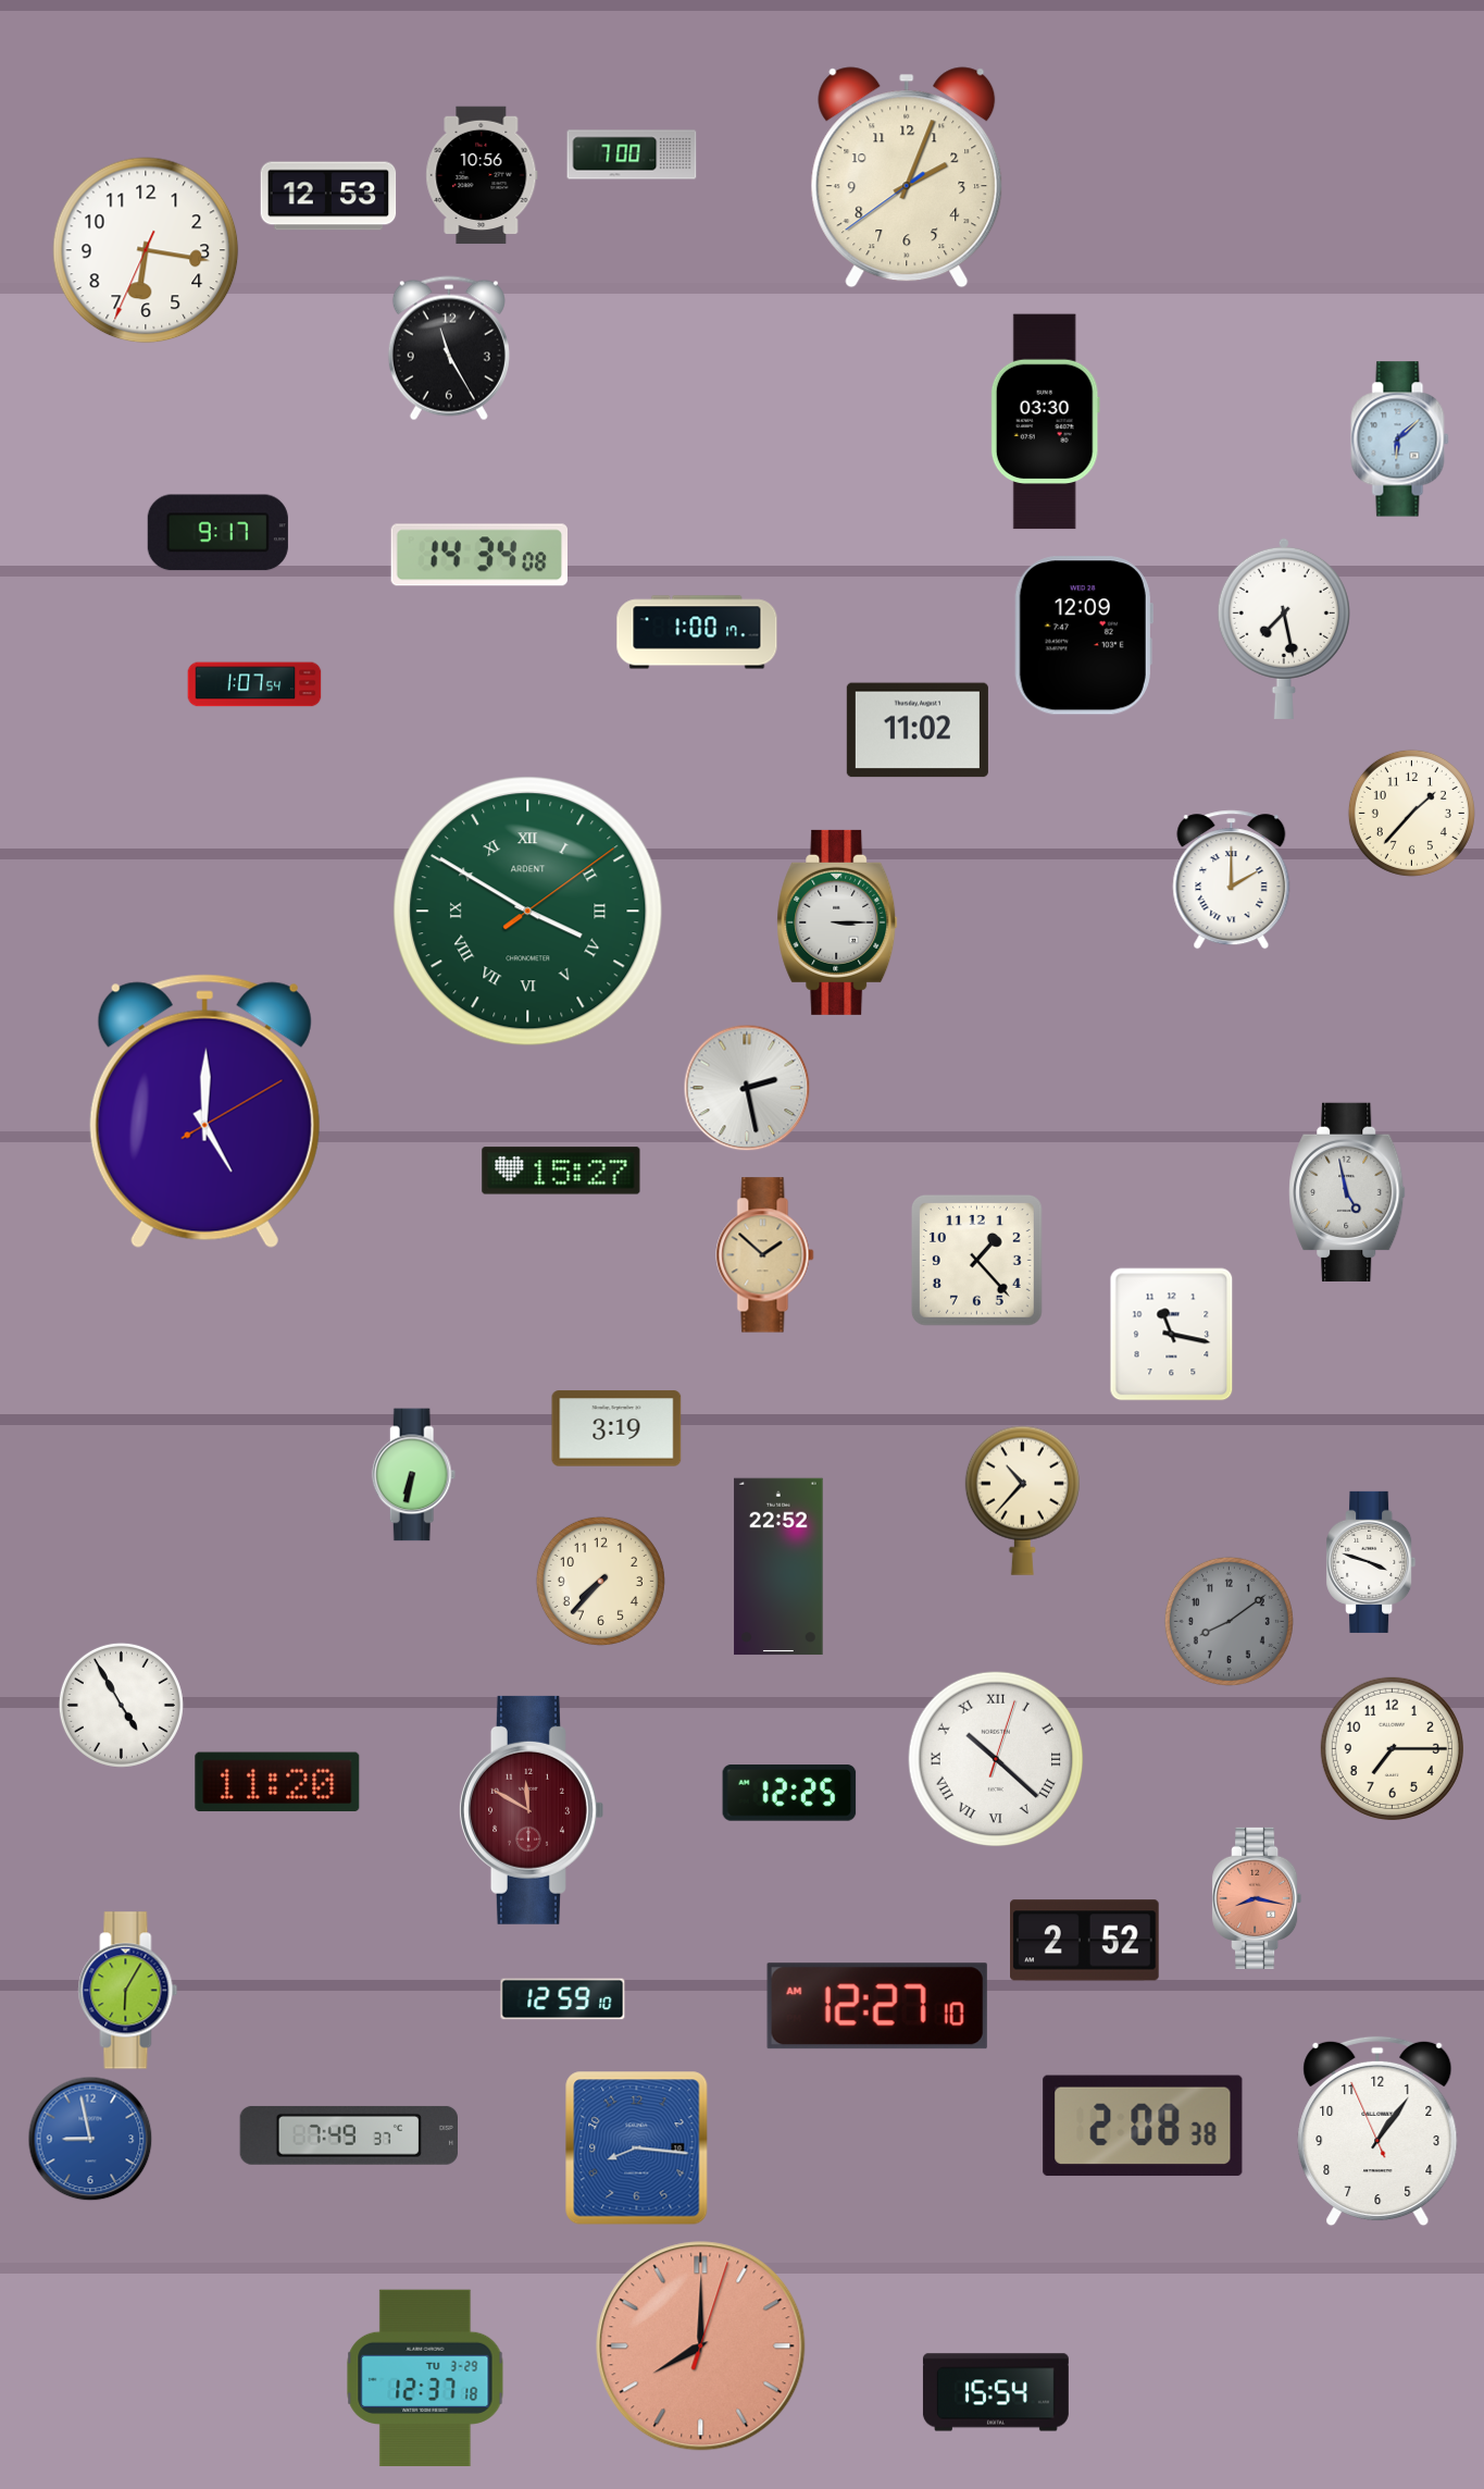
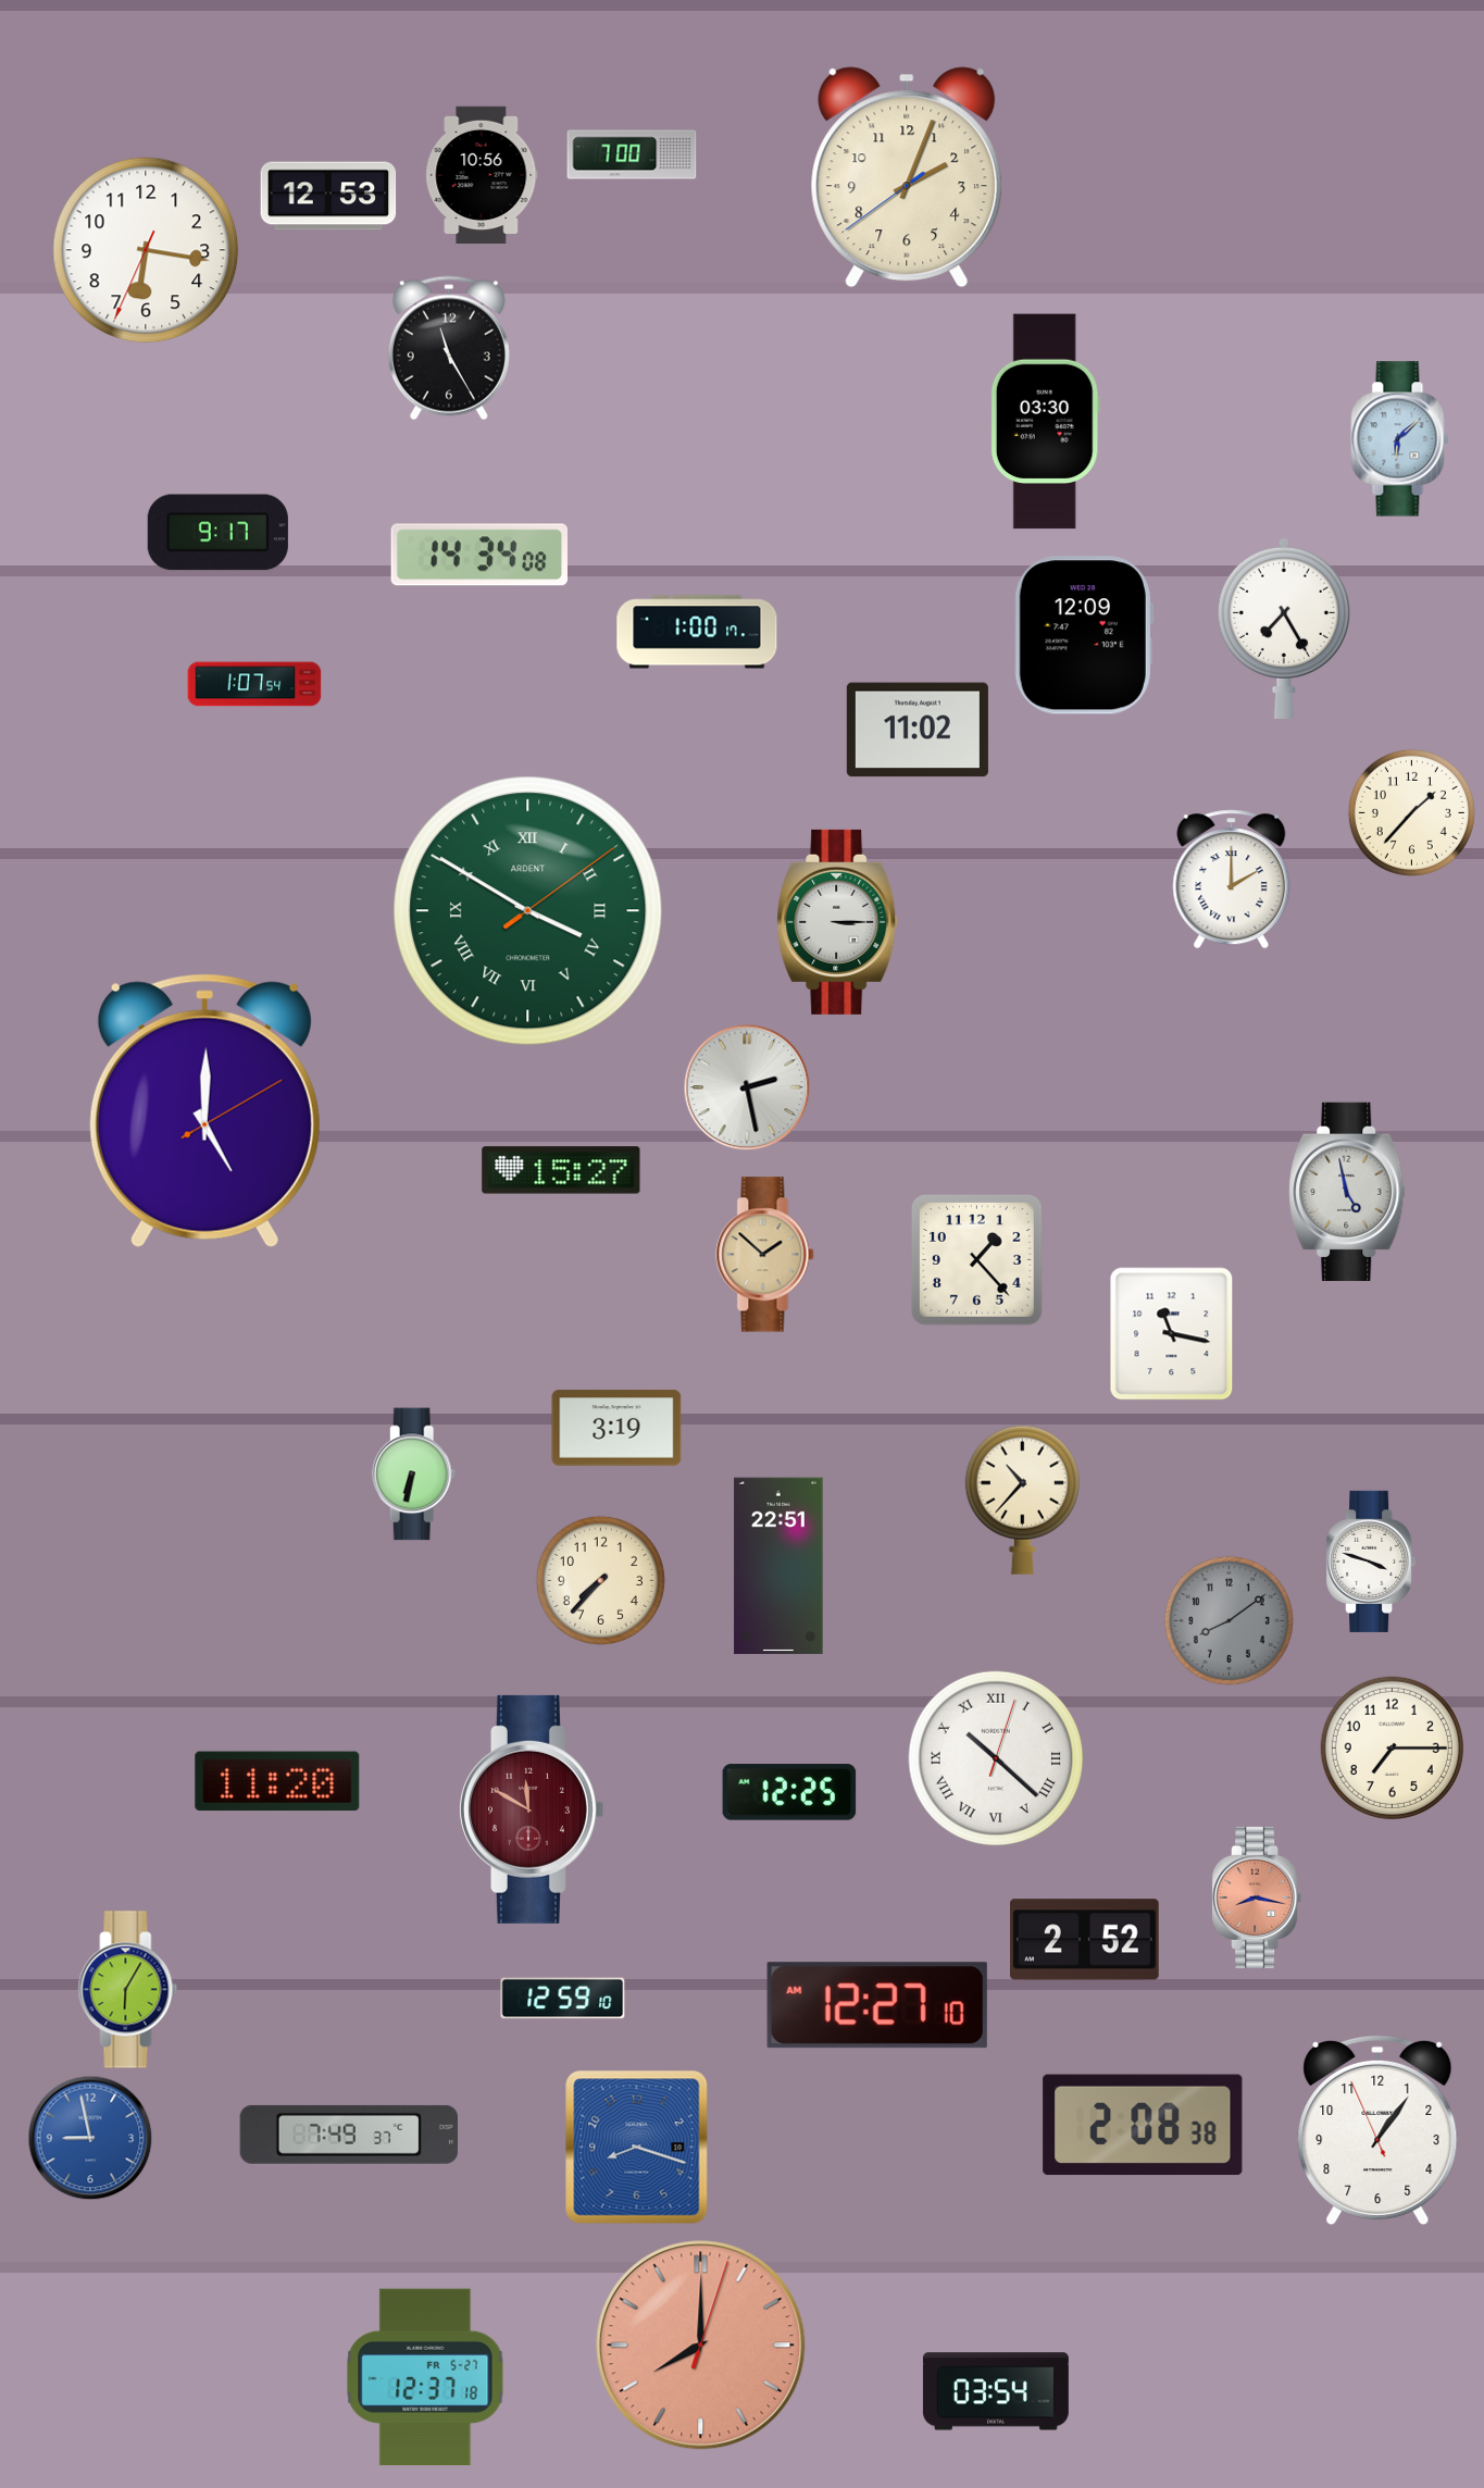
clock at (1284, 628): 7:28 -> 7:25
clock at (778, 1567): 22:52 -> 22:51
clock at (121, 1705): 4:55 -> none
clock at (637, 2149): 8:16 -> 8:18
clock at (425, 2378) date: TU 3-29 -> FR 5-27
clock at (996, 2392): 15:54 -> 03:54
